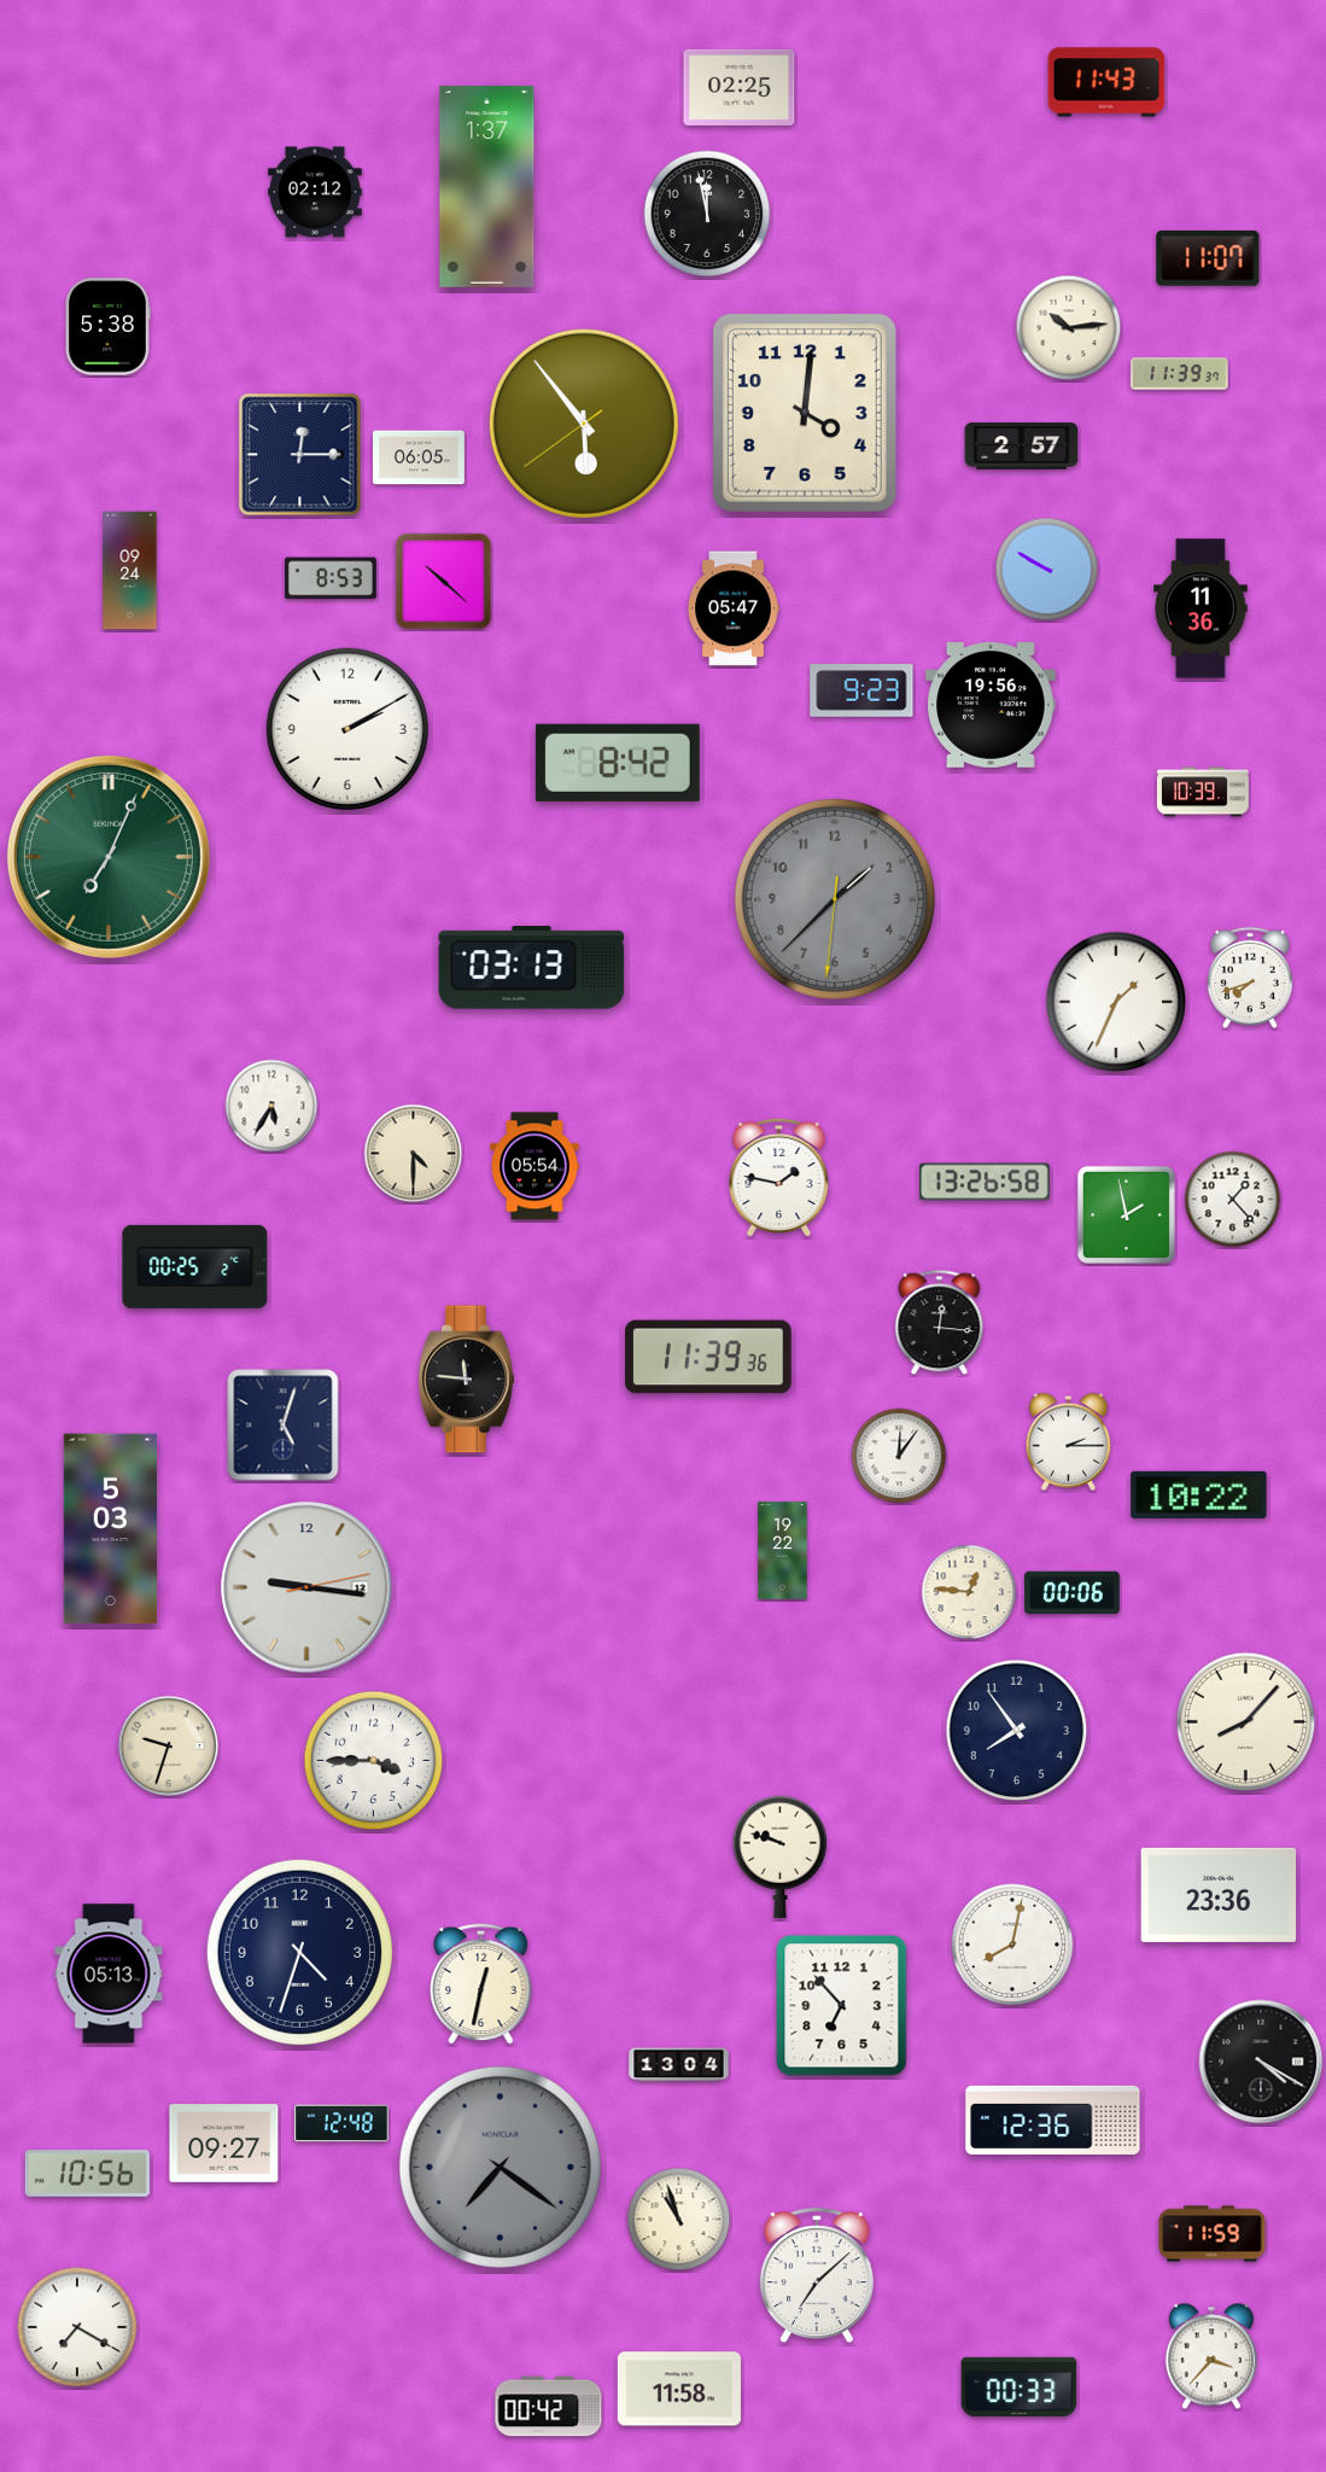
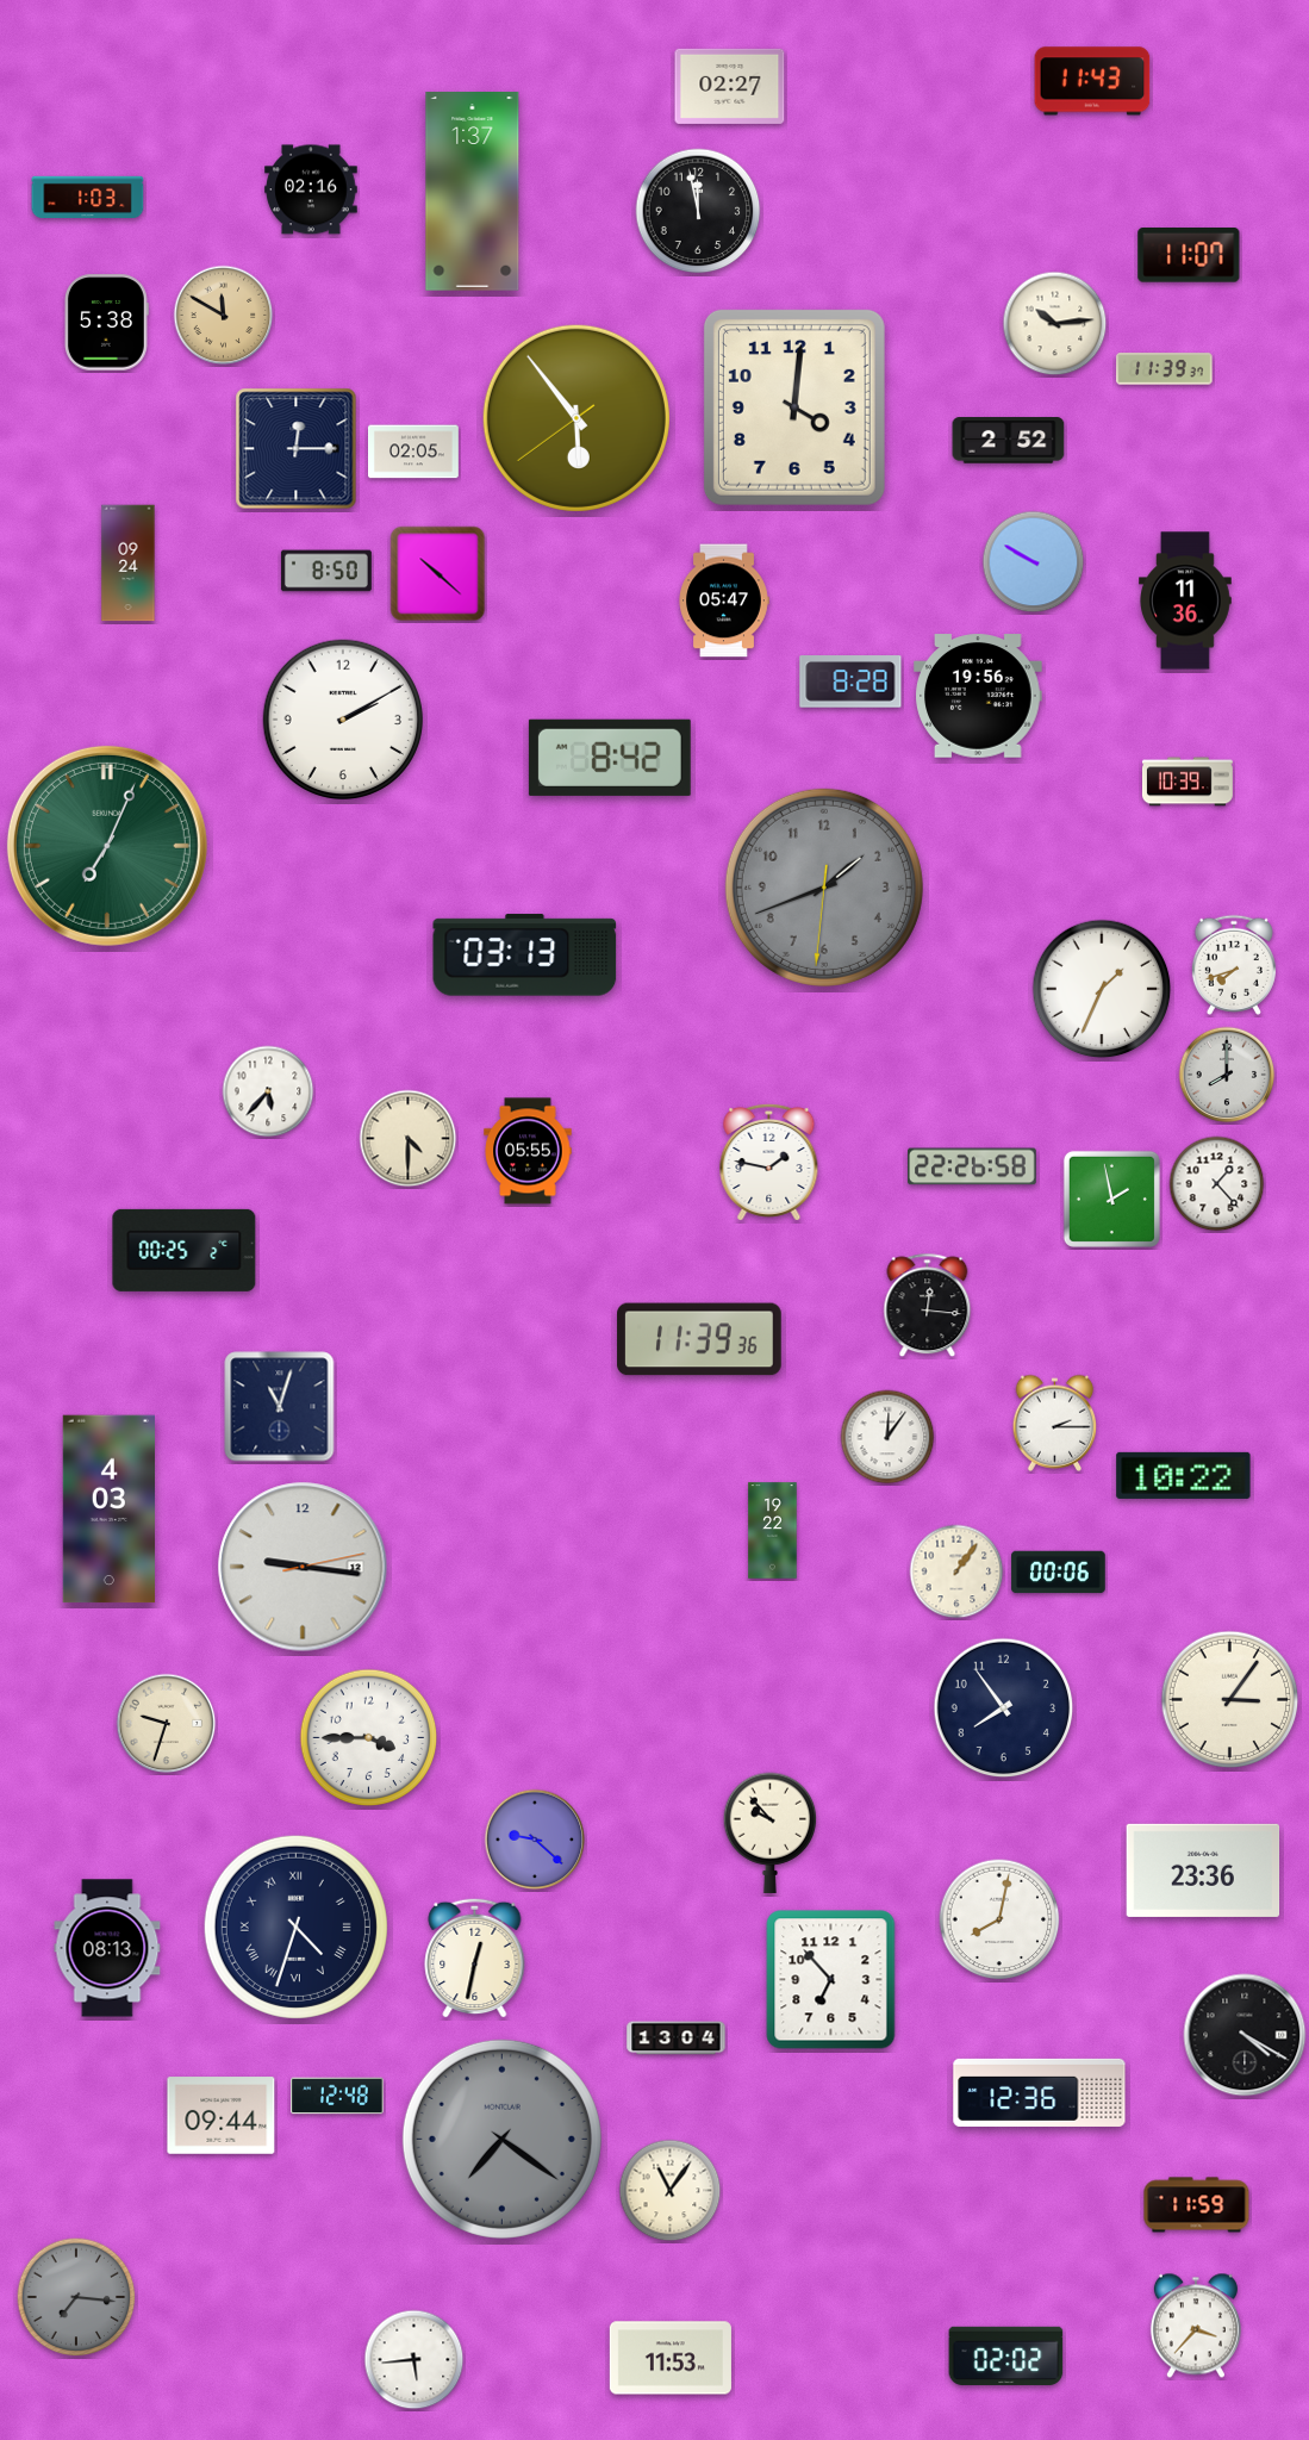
clock at (740, 87): 02:25 -> 02:27
clock at (487, 187) position: (487, 187) -> (473, 192)
clock at (315, 192): 02:12 -> 02:16
clock at (88, 197): none -> 1:03
clock at (1208, 258) position: (1208, 258) -> (1189, 255)
clock at (224, 316): none -> 11:50
clock at (1022, 447): 2:57 -> 2:52
clock at (420, 457): 06:05 -> 02:05
clock at (331, 578): 8:53 -> 8:50
clock at (861, 690): 9:23 -> 8:28
clock at (618, 763) position: (618, 763) -> (610, 758)
clock at (835, 899): 1:37 -> 1:41
clock at (1227, 1075): none -> 8:00
clock at (271, 1106): 5:35 -> 5:37
clock at (535, 1166): 05:54 -> 05:55
clock at (985, 1182): 13:26 -> 22:26
clock at (195, 1266) position: (195, 1266) -> (185, 1250)
clock at (466, 1380): 11:46 -> none
clock at (284, 1426): 5:03 -> 11:03
clock at (110, 1529): 5:03 -> 4:03
clock at (969, 1592): 12:46 -> 1:06
clock at (1246, 1722): 8:07 -> 3:06
clock at (781, 1856): 9:48 -> 9:53
clock at (535, 1840): none -> 9:22
clock at (299, 1952) numerals: Arabic -> Roman
clock at (109, 1973): 05:13 -> 08:13
clock at (679, 2065) position: (679, 2065) -> (677, 2038)
clock at (224, 2144): 09:27 -> 09:44
clock at (500, 2167) position: (500, 2167) -> (501, 2139)
clock at (87, 2174): 10:56 -> none
clock at (679, 2220): 10:57 -> 11:06
clock at (817, 2276): 7:08 -> none
clock at (77, 2327): 7:20 -> 7:16
clock at (77, 2327) dial: white -> grey
clock at (1020, 2386): 00:33 -> 02:02
clock at (679, 2389): 11:58 -> 11:53
clock at (414, 2360): none -> 5:44
clock at (549, 2407): 00:42 -> none
